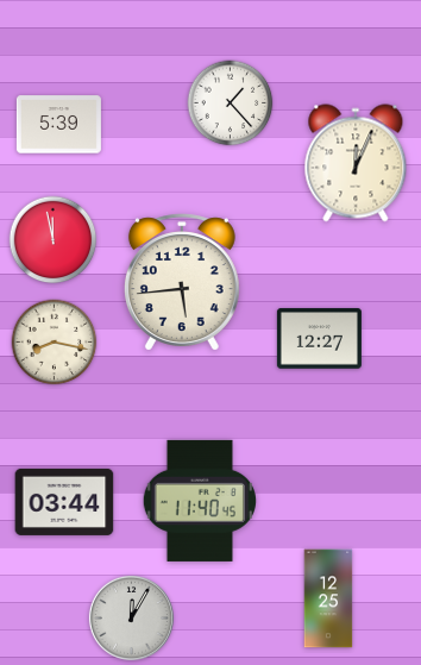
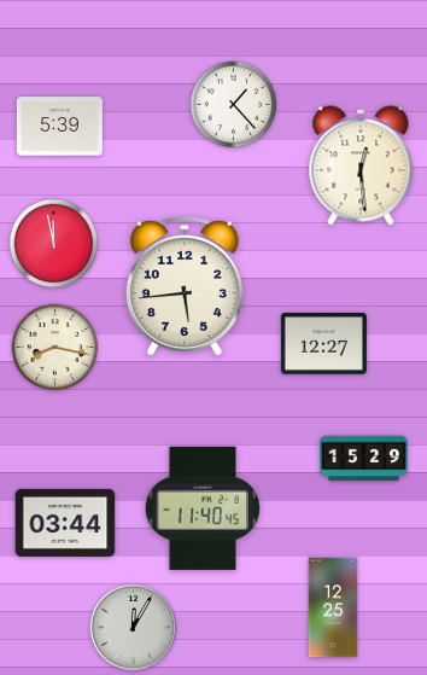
clock at (356, 163): 12:04 -> 12:29
clock at (364, 459): none -> 15:29
clock at (64, 502) position: (64, 502) -> (65, 523)
